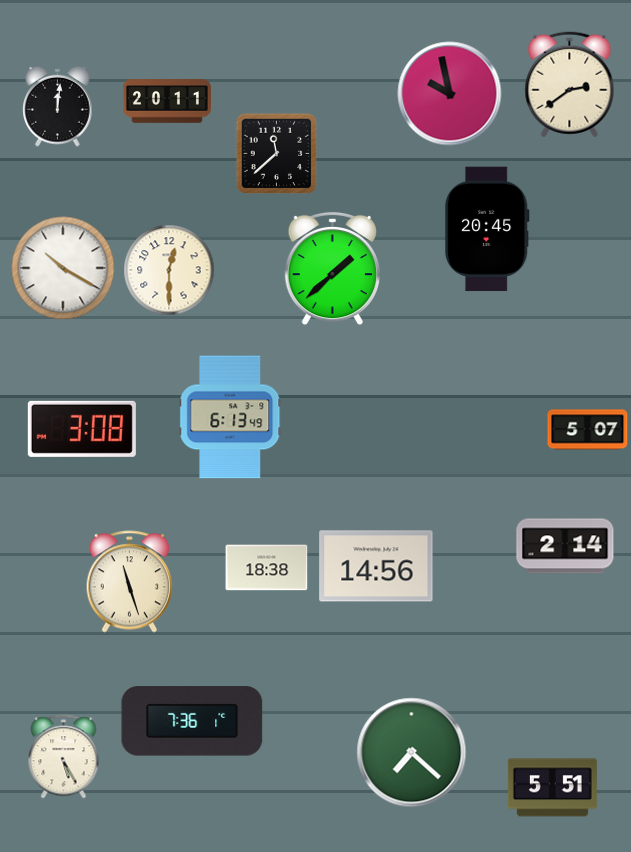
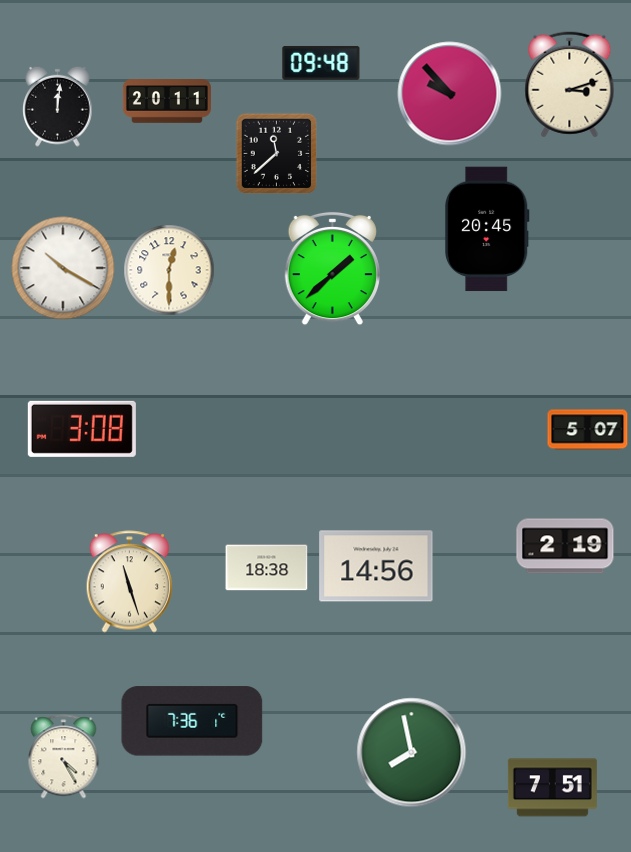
clock at (321, 63): none -> 09:48
clock at (570, 85): 2:39 -> 3:12
clock at (450, 94): 9:58 -> 9:53
clock at (230, 417): 6:13 -> none
clock at (565, 546): 2:14 -> 2:19
clock at (412, 753): 7:22 -> 7:58
clock at (64, 757): 5:25 -> 4:25
clock at (552, 788): 5:51 -> 7:51
